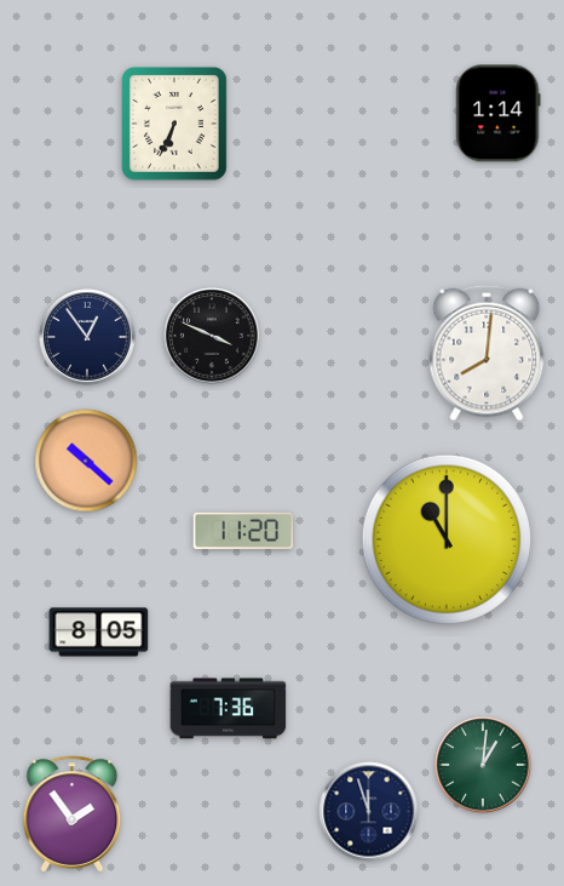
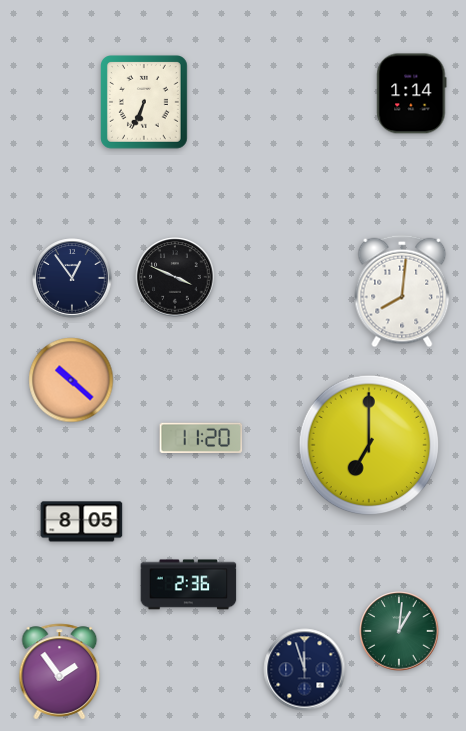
clock at (447, 539): 11:00 -> 7:00
clock at (229, 709): 7:36 -> 2:36
